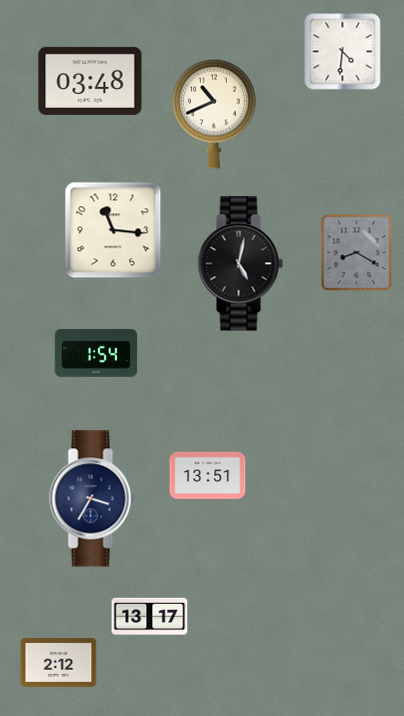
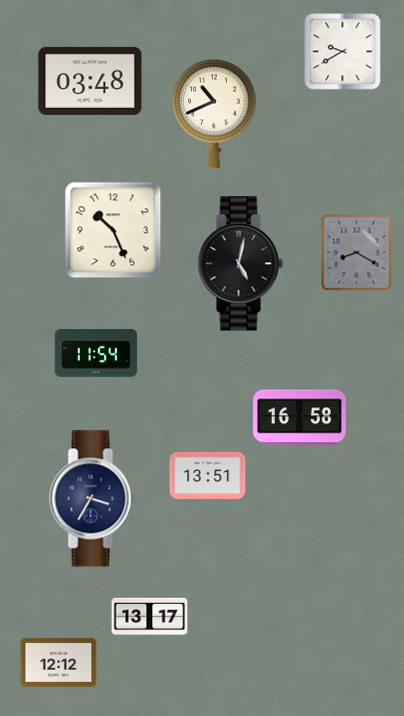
clock at (343, 52): 4:31 -> 9:40
clock at (113, 230): 11:16 -> 10:26
clock at (96, 353): 1:54 -> 11:54
clock at (300, 418): none -> 16:58
clock at (59, 663): 2:12 -> 12:12
